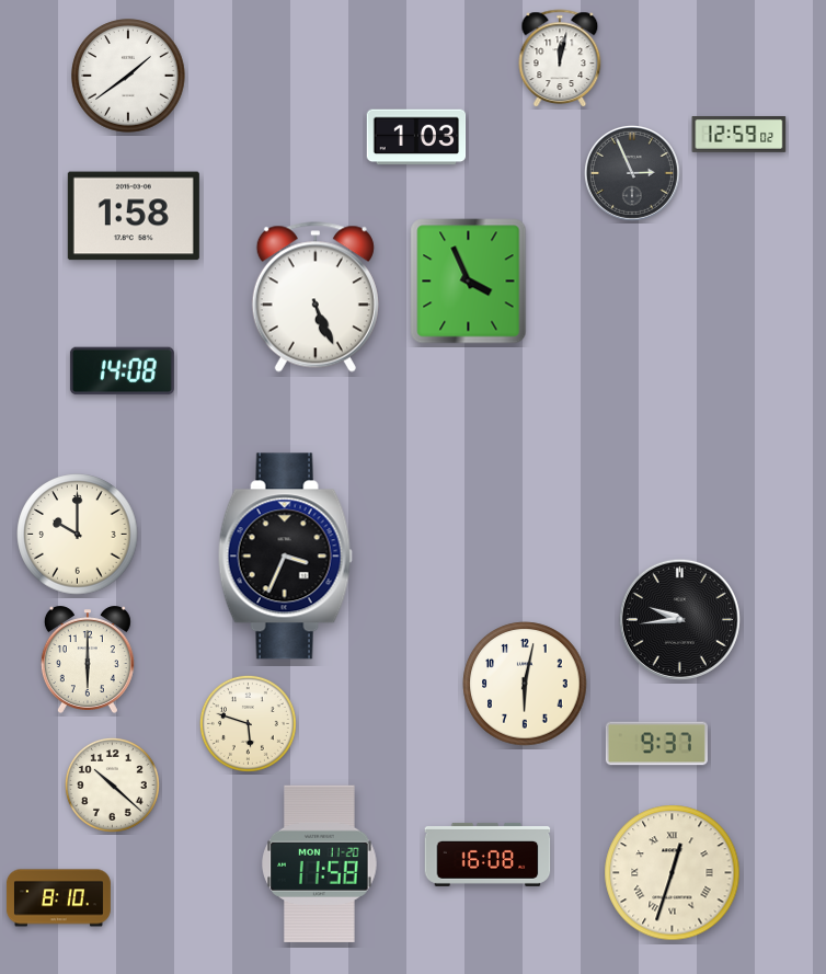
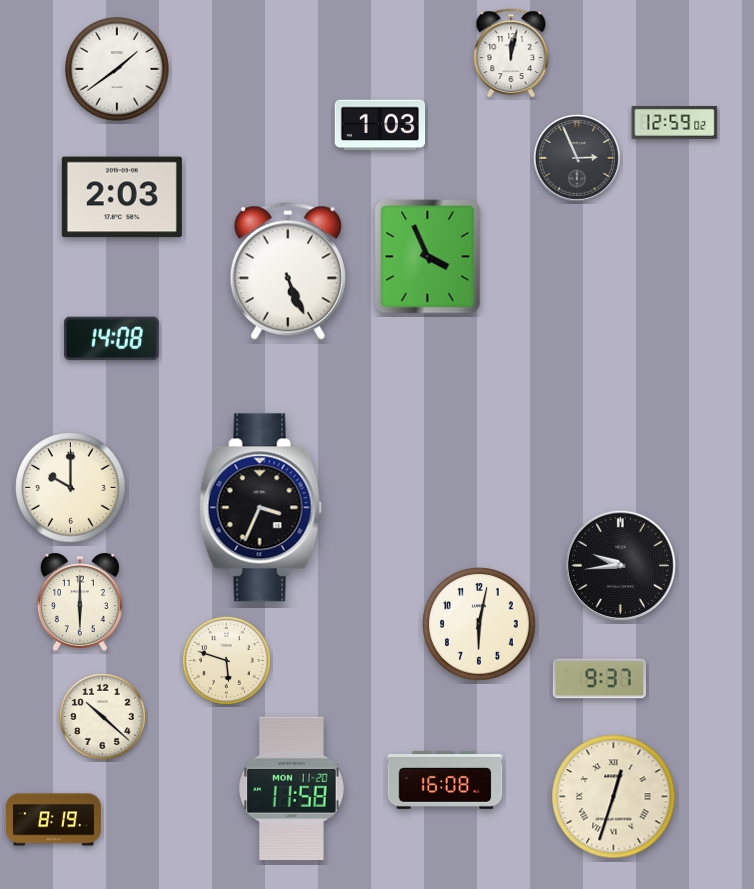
clock at (134, 216): 1:58 -> 2:03
clock at (58, 898): 8:10 -> 8:19
